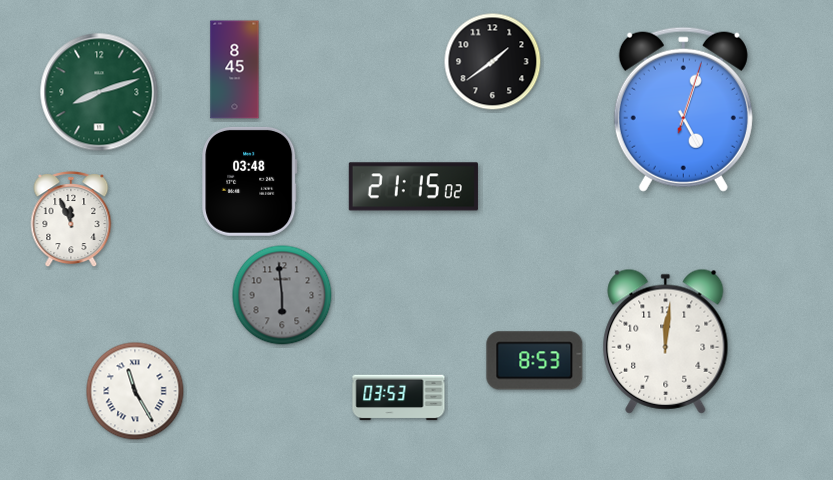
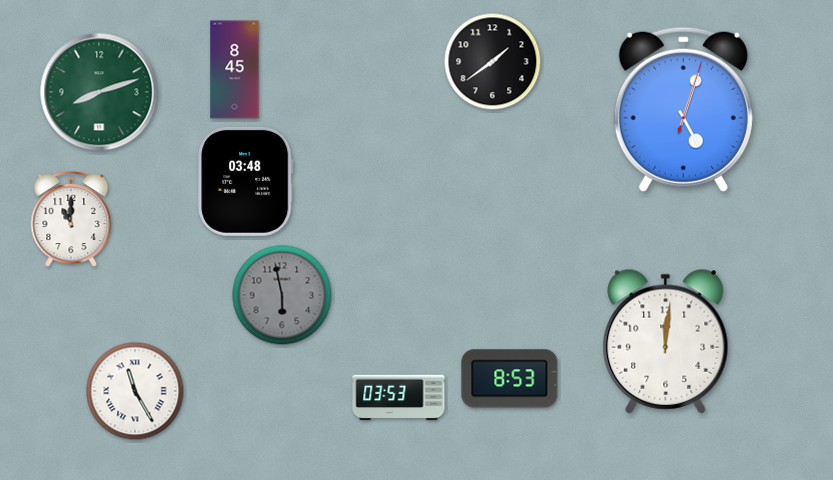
clock at (250, 181) position: (250, 181) -> (246, 181)
clock at (413, 187): 21:15 -> none
clock at (71, 220): 11:56 -> 11:00
clock at (282, 295): 5:59 -> 5:58
clock at (535, 361) position: (535, 361) -> (510, 379)
